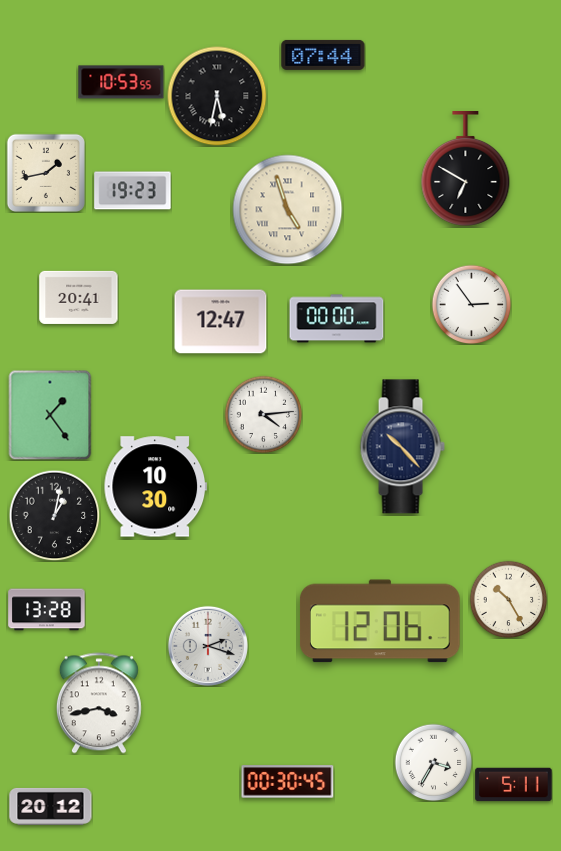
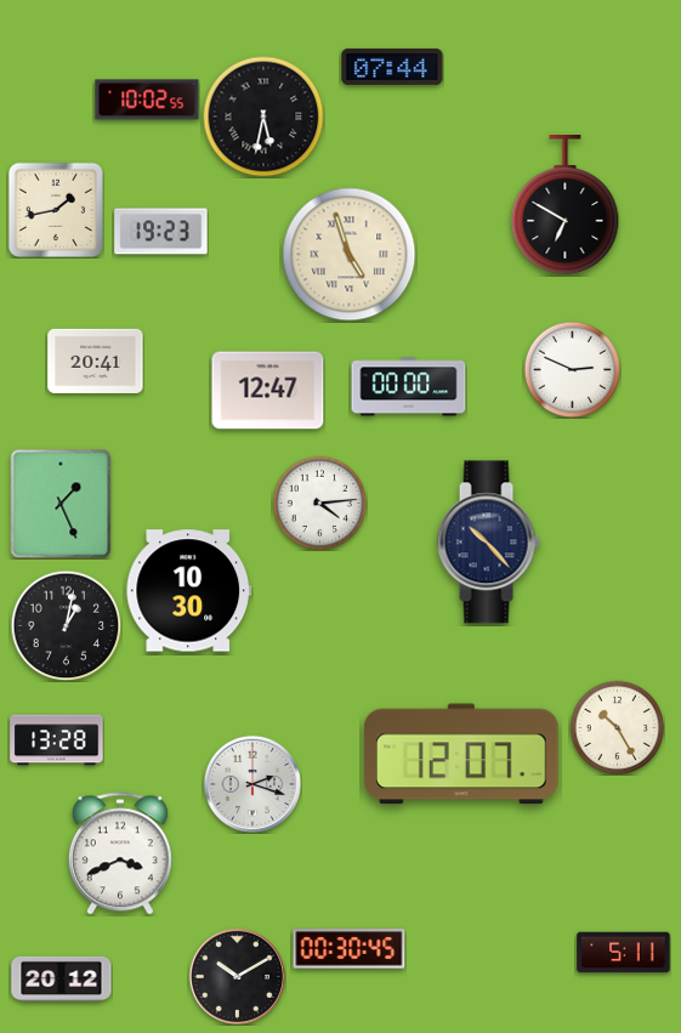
clock at (121, 82): 10:53 -> 10:02
clock at (471, 304): 2:54 -> 2:49
clock at (50, 415): 1:24 -> 1:26
clock at (380, 621): 12:06 -> 12:07
clock at (99, 703): 3:43 -> 3:41
clock at (433, 762): 3:35 -> none
clock at (237, 976): none -> 10:10
